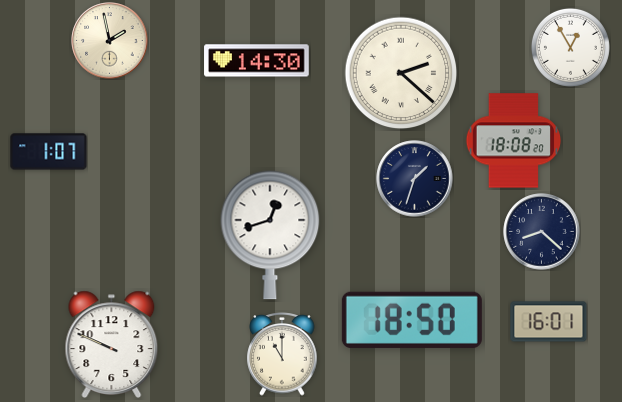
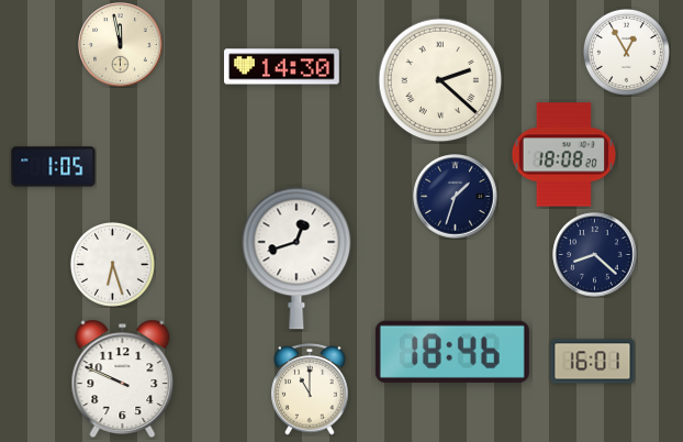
clock at (110, 41): 1:58 -> 11:58
clock at (49, 152): 1:07 -> 1:05
clock at (112, 264): none -> 6:27
clock at (412, 320): 18:50 -> 18:46
clock at (549, 322) position: (549, 322) -> (593, 362)
